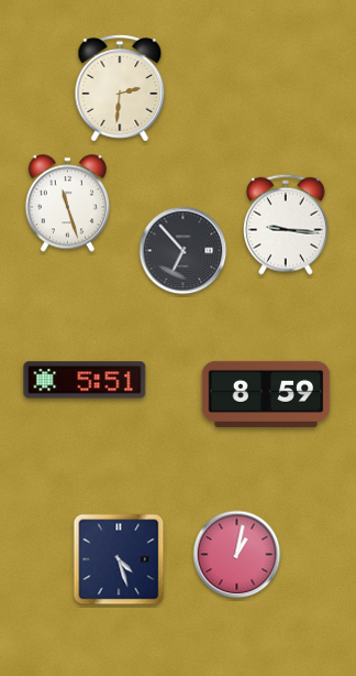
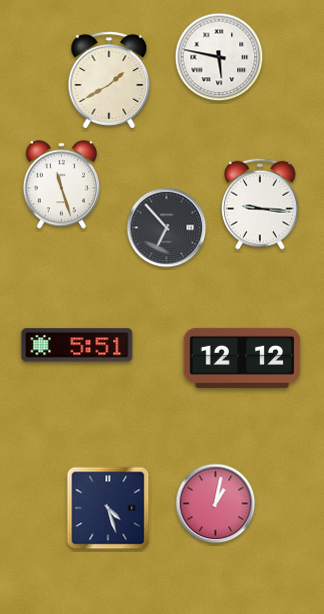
clock at (219, 57): none -> 5:47
clock at (120, 88): 2:31 -> 1:40
clock at (266, 394): 8:59 -> 12:12
